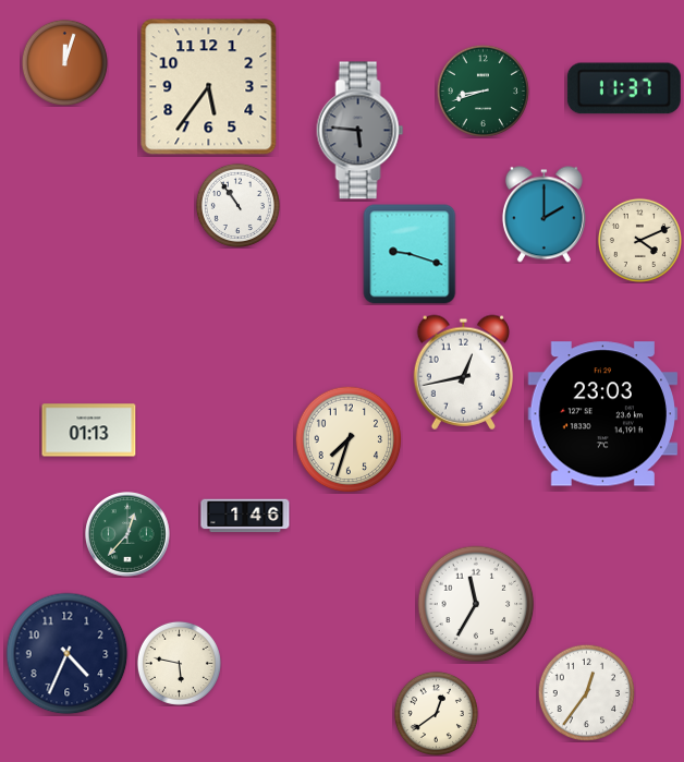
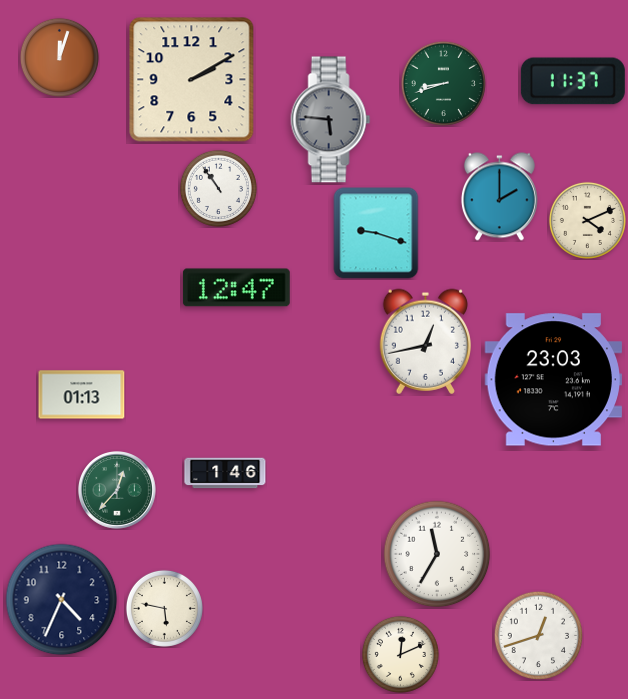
clock at (209, 87): 5:36 -> 2:10
clock at (236, 288): none -> 12:47
clock at (349, 439): 7:33 -> none
clock at (586, 692): 12:36 -> 12:42
clock at (436, 713): 12:39 -> 12:11
